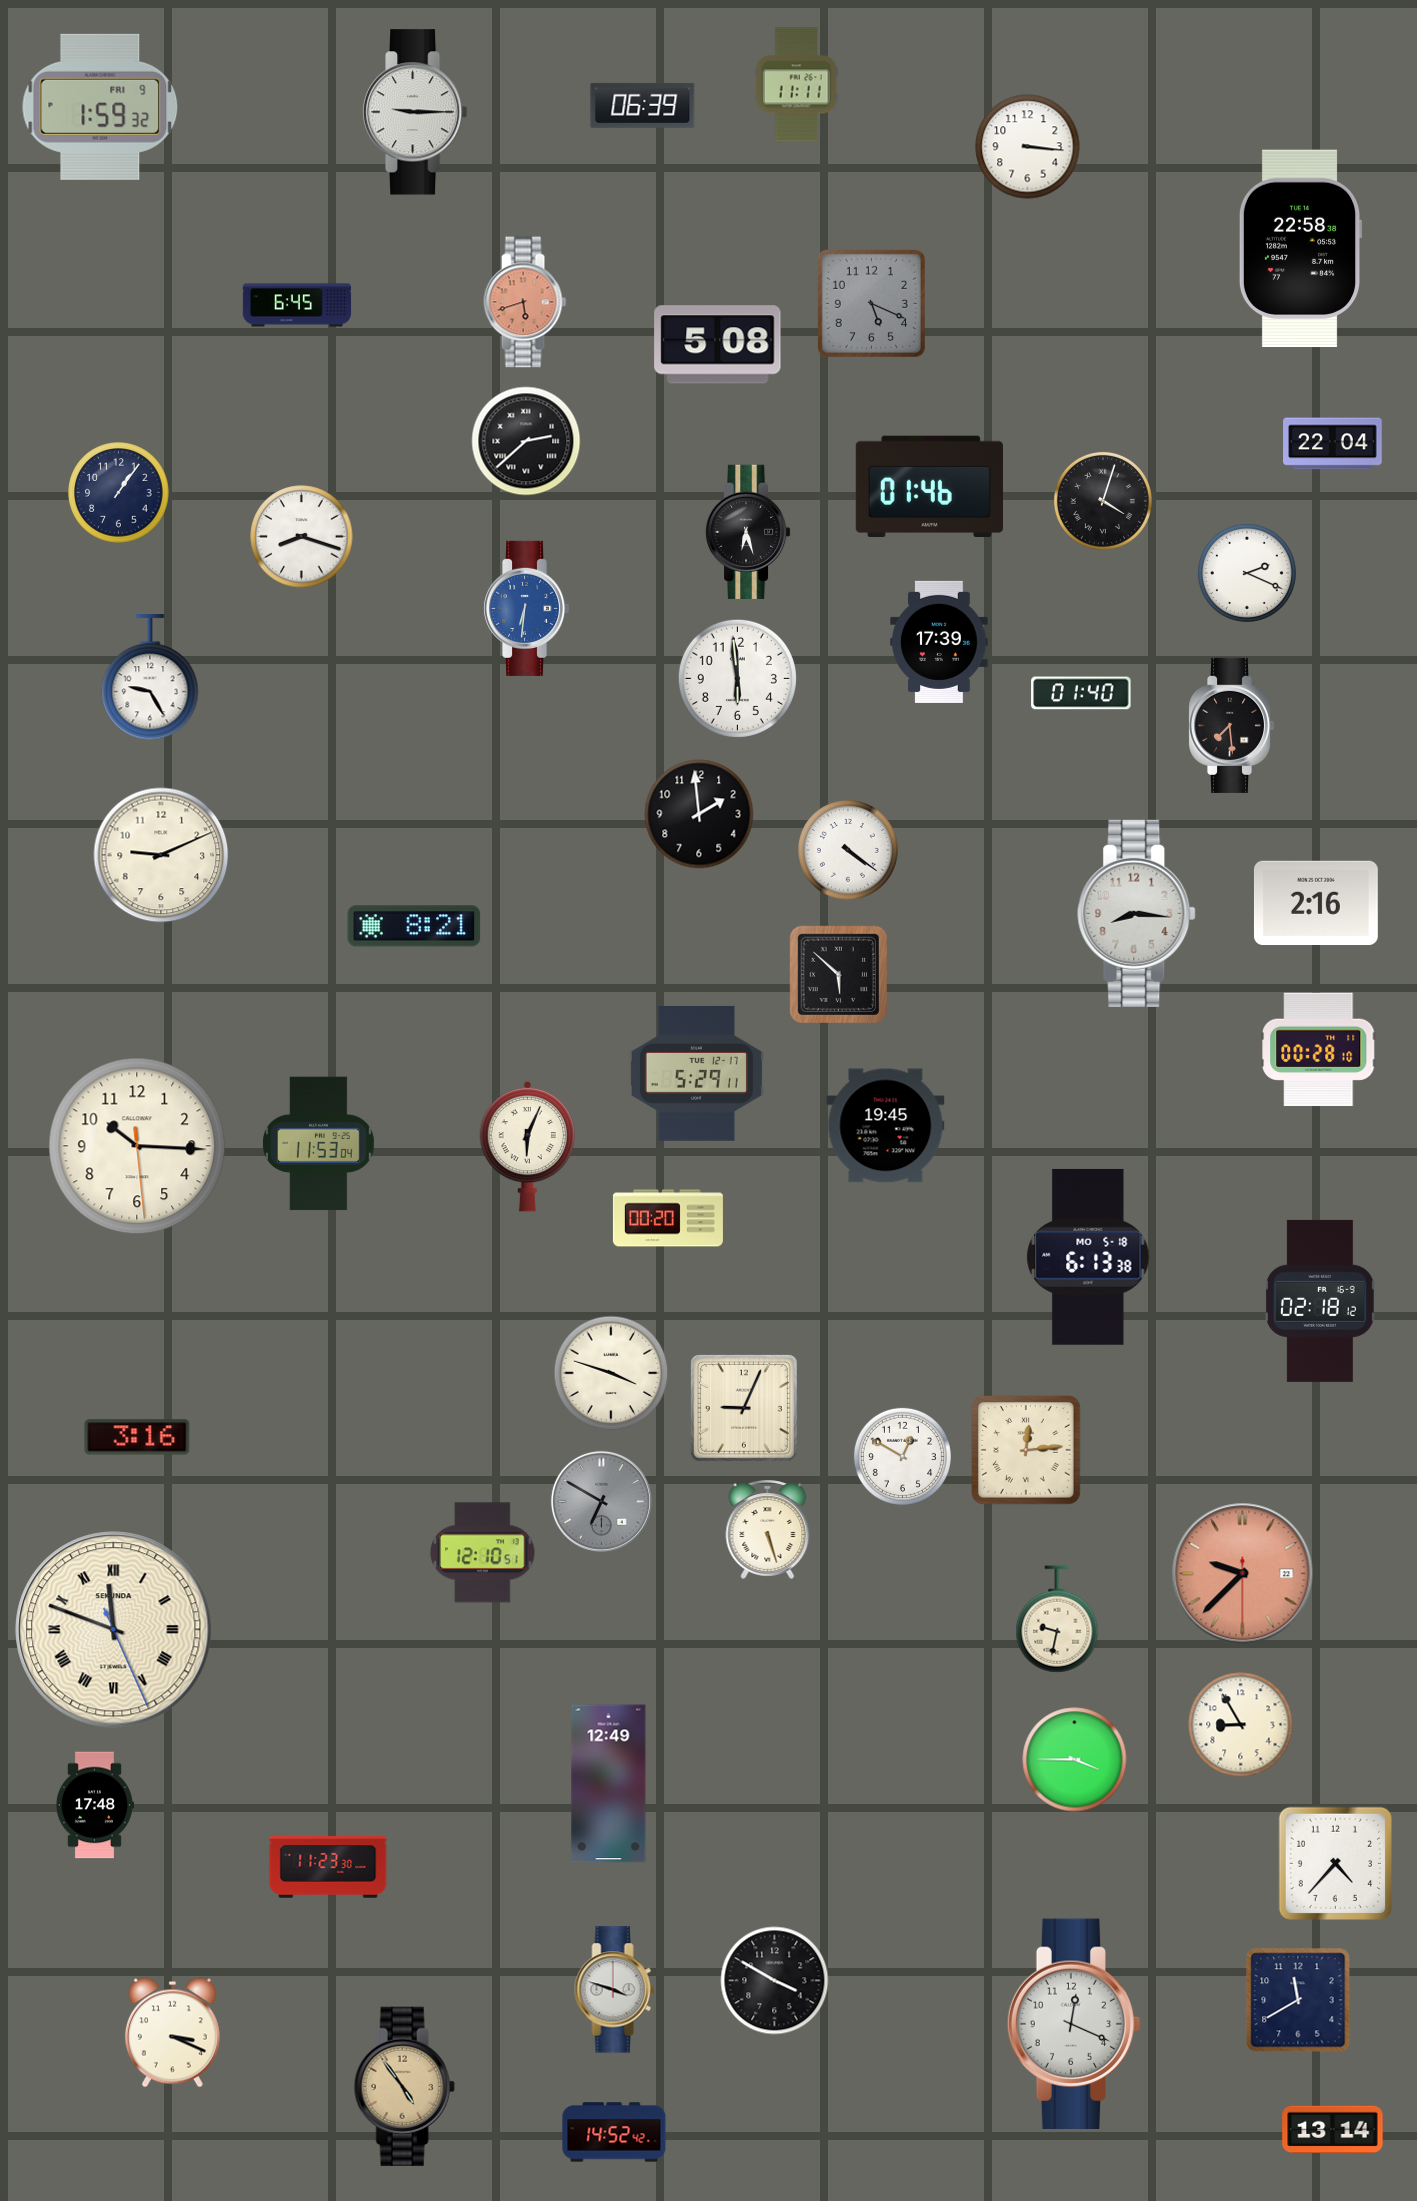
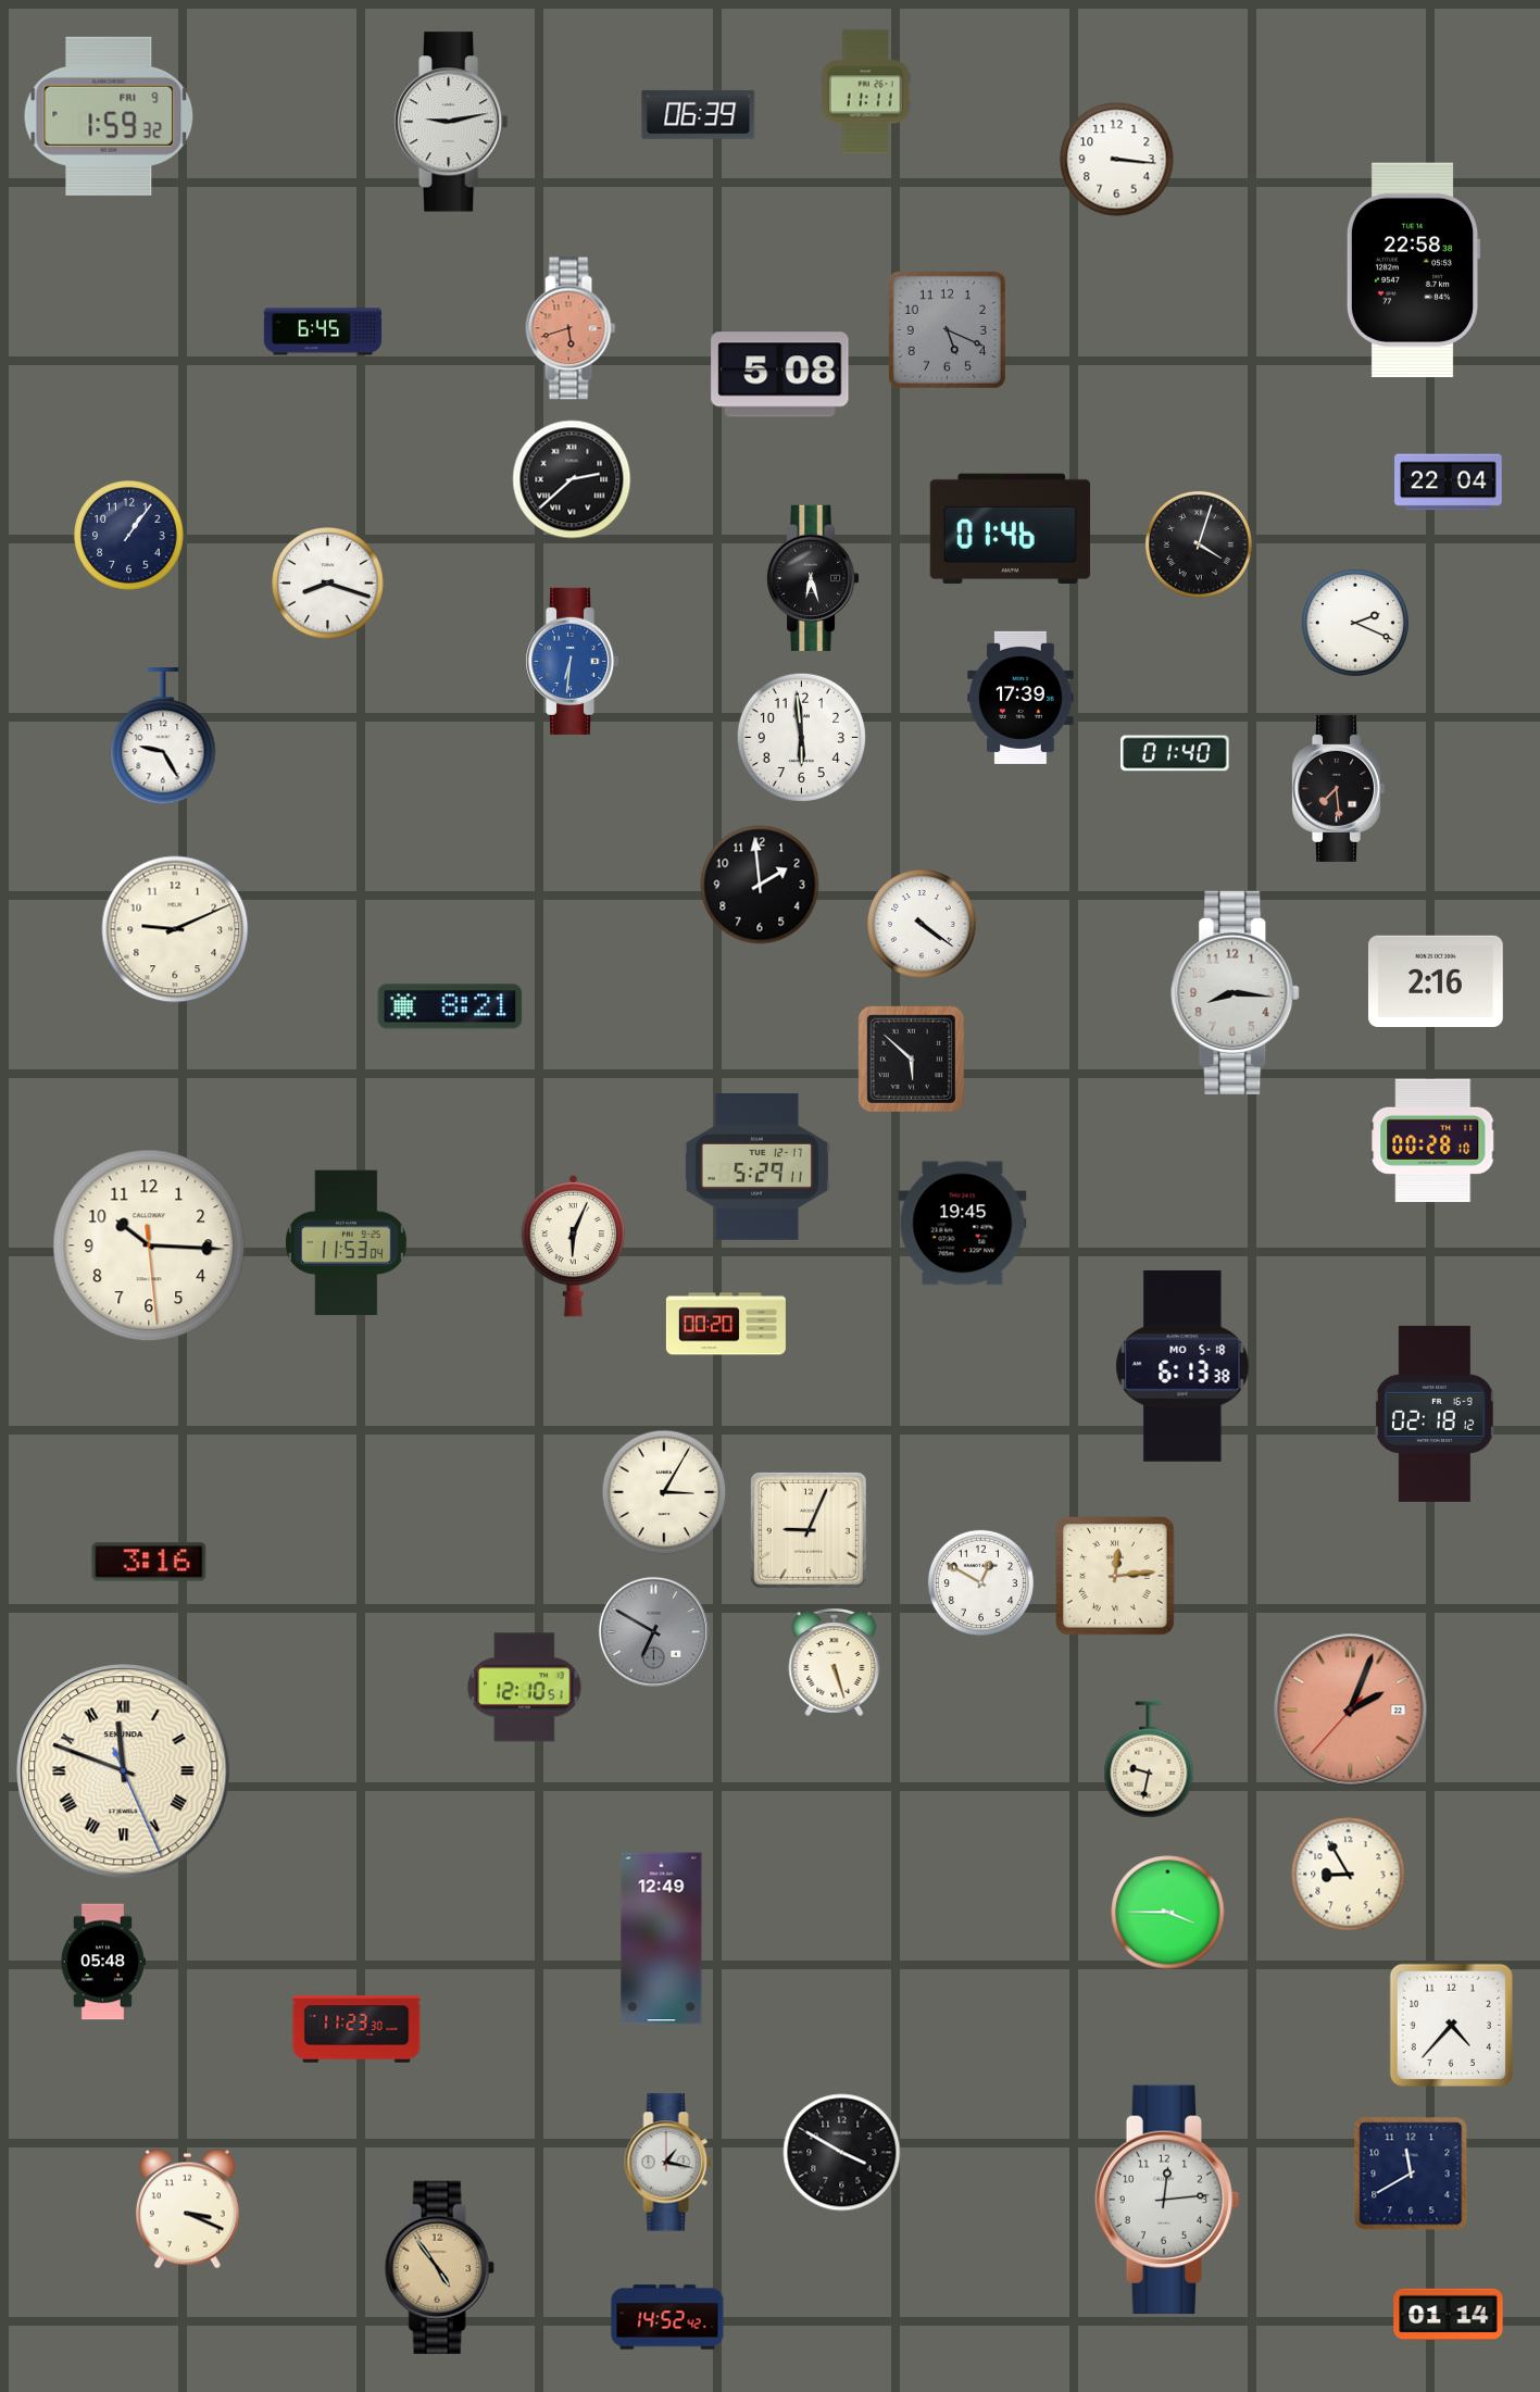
clock at (415, 112): 9:15 -> 9:13
clock at (1316, 902) position: (1316, 902) -> (1436, 980)
clock at (611, 1373): 3:48 -> 3:05
clock at (1243, 1574): 9:37 -> 2:03
clock at (94, 1805): 17:48 -> 05:48
clock at (615, 1990): 3:48 -> 1:17
clock at (1074, 2023): 12:19 -> 12:14
clock at (1333, 2130): 13:14 -> 01:14
